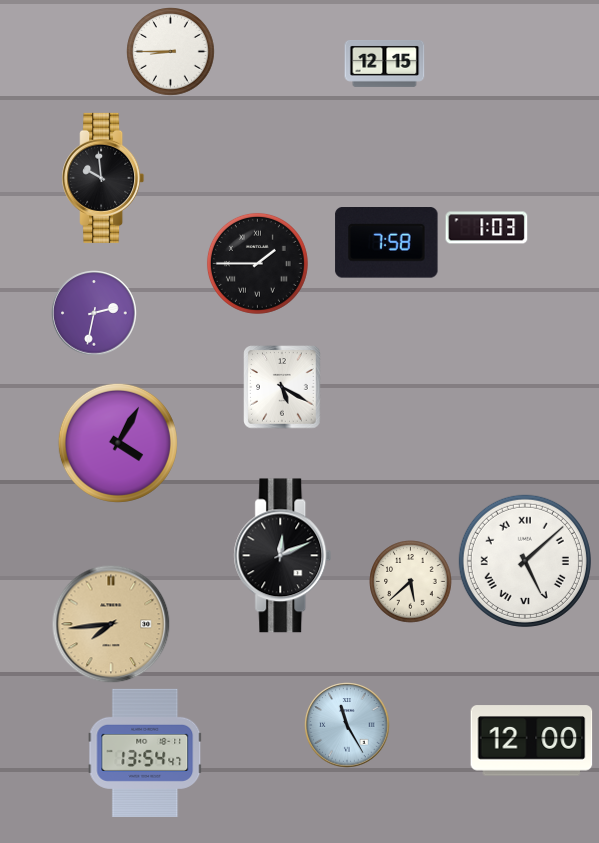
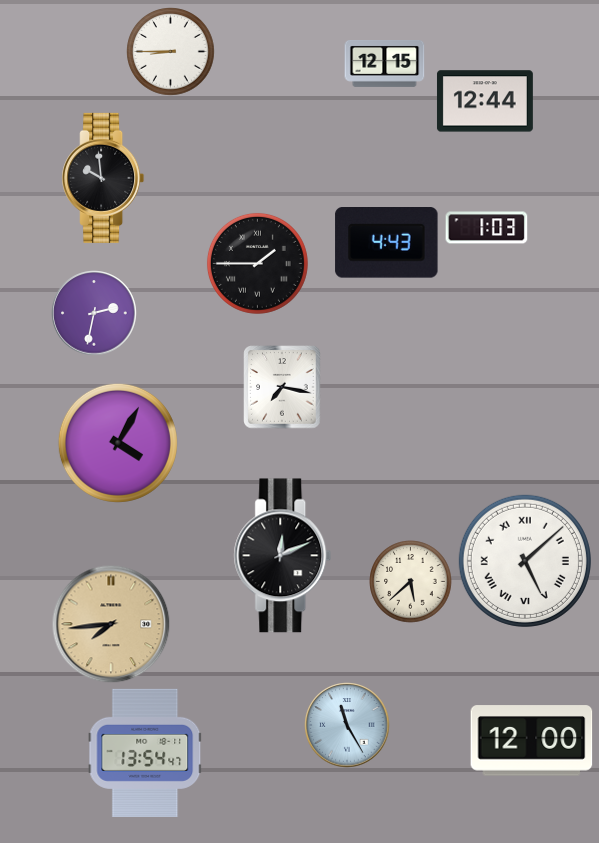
clock at (485, 101): none -> 12:44
clock at (387, 243): 7:58 -> 4:43
clock at (282, 387): 5:20 -> 7:17
